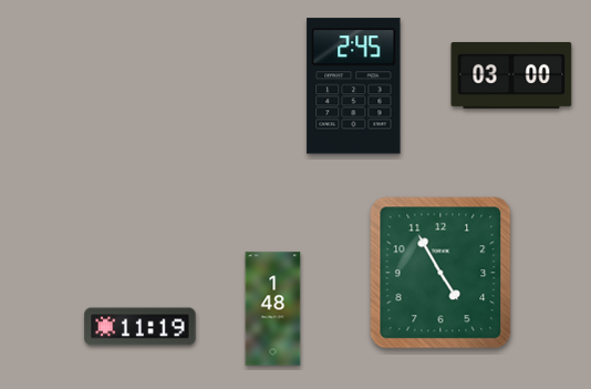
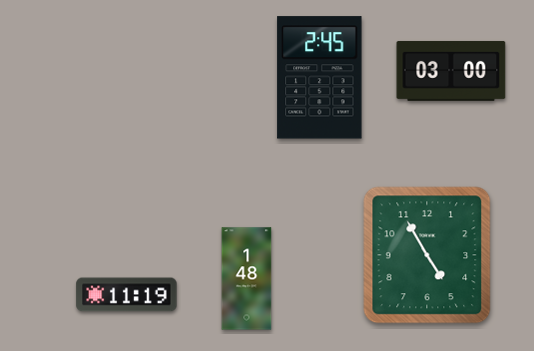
clock at (511, 75) position: (511, 75) -> (451, 71)
clock at (440, 273) position: (440, 273) -> (427, 255)
